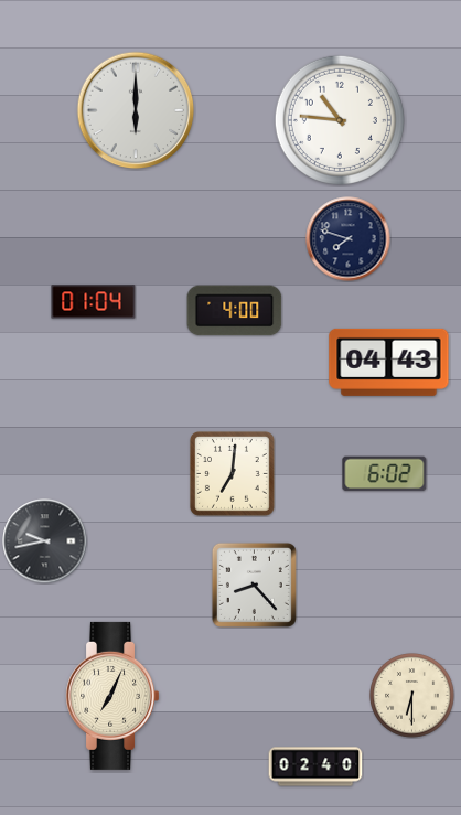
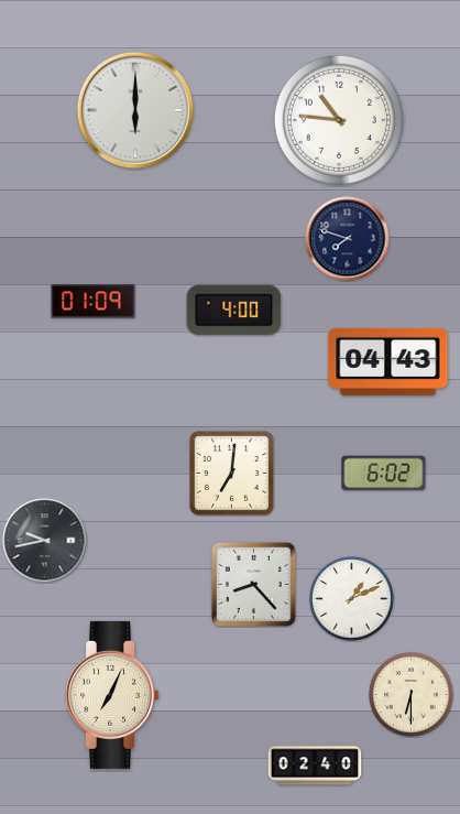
clock at (94, 302): 01:04 -> 01:09
clock at (352, 599): none -> 1:11
